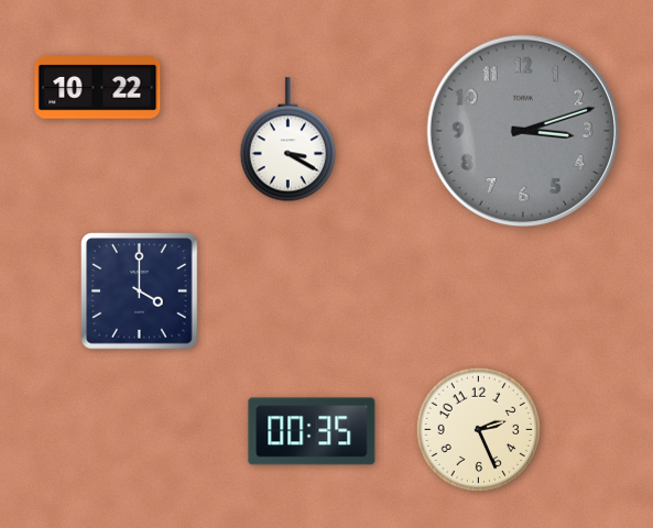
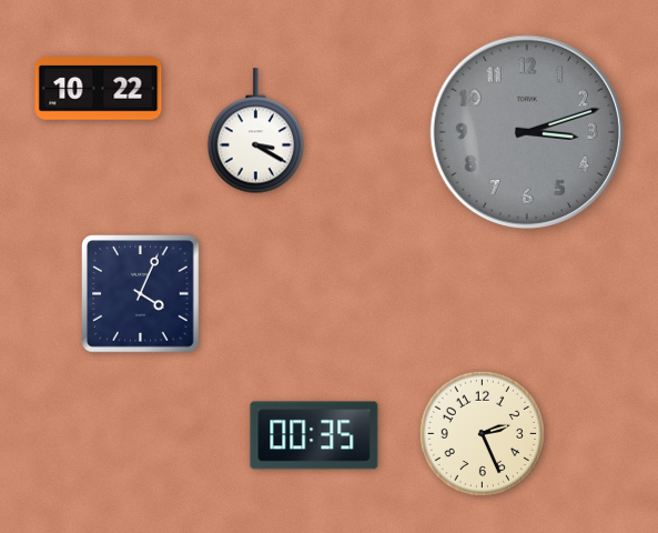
clock at (289, 140) position: (289, 140) -> (256, 131)
clock at (140, 291): 4:00 -> 4:04
